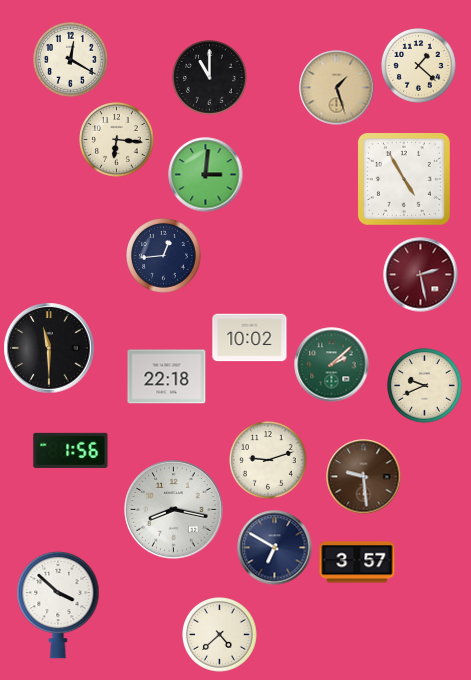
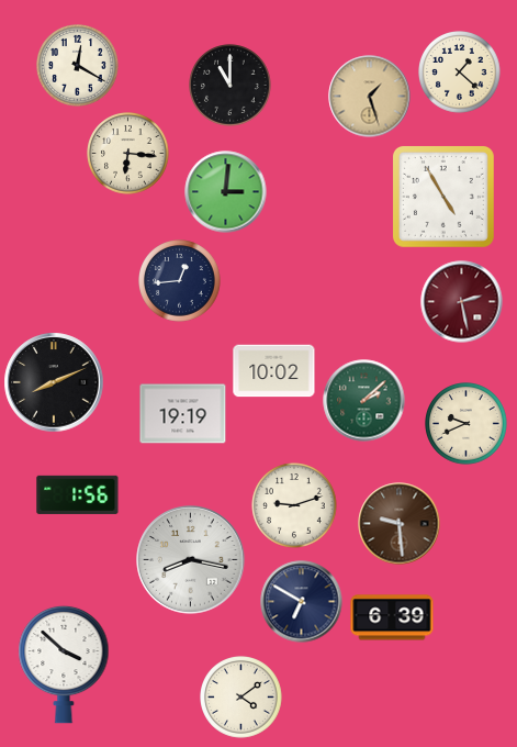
clock at (49, 348): 11:30 -> 8:11
clock at (167, 377): 22:18 -> 19:19
clock at (357, 562): 3:57 -> 6:39
clock at (220, 635): 4:38 -> 4:09
